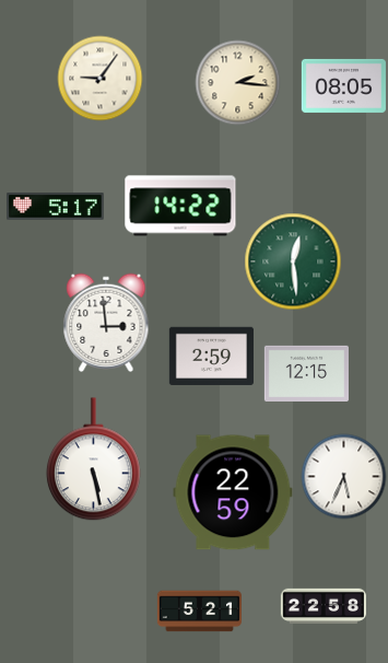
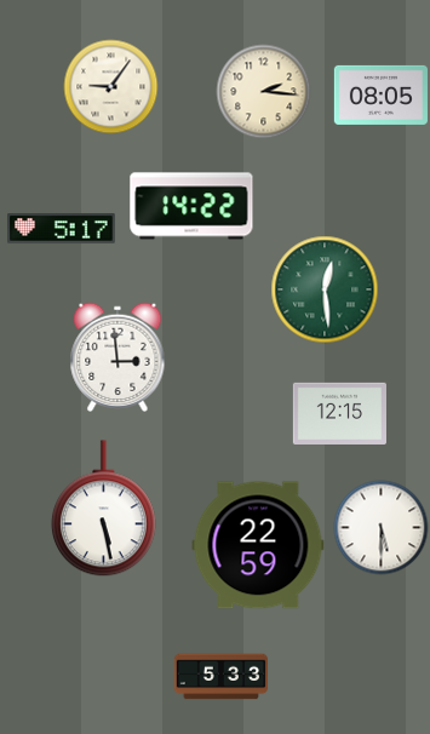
clock at (180, 206) position: (180, 206) -> (191, 206)
clock at (211, 357): 2:59 -> none
clock at (343, 476): 5:34 -> 5:30
clock at (324, 605): 22:58 -> none
clock at (199, 612): 5:21 -> 5:33
